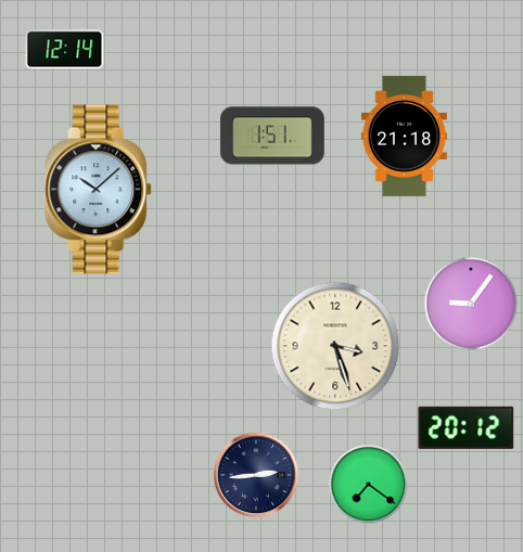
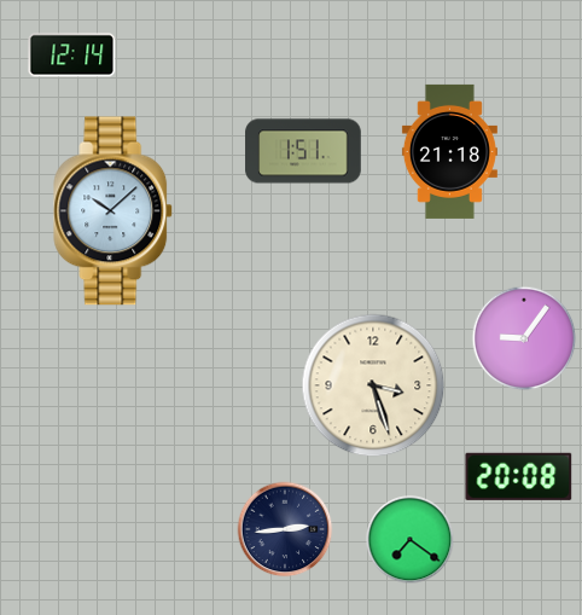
clock at (99, 190) position: (99, 190) -> (114, 211)
clock at (467, 427): 20:12 -> 20:08
